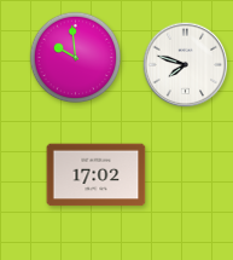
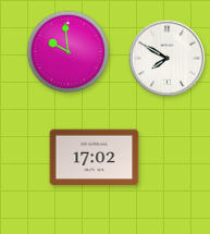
clock at (186, 65): 7:48 -> 7:50
clock at (97, 175) position: (97, 175) -> (95, 158)
